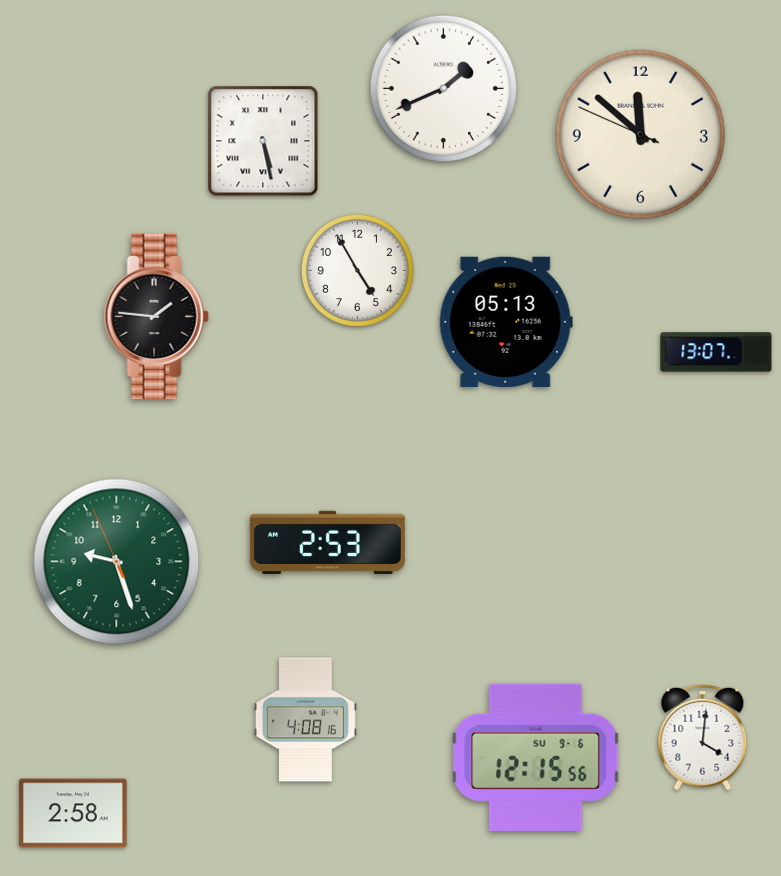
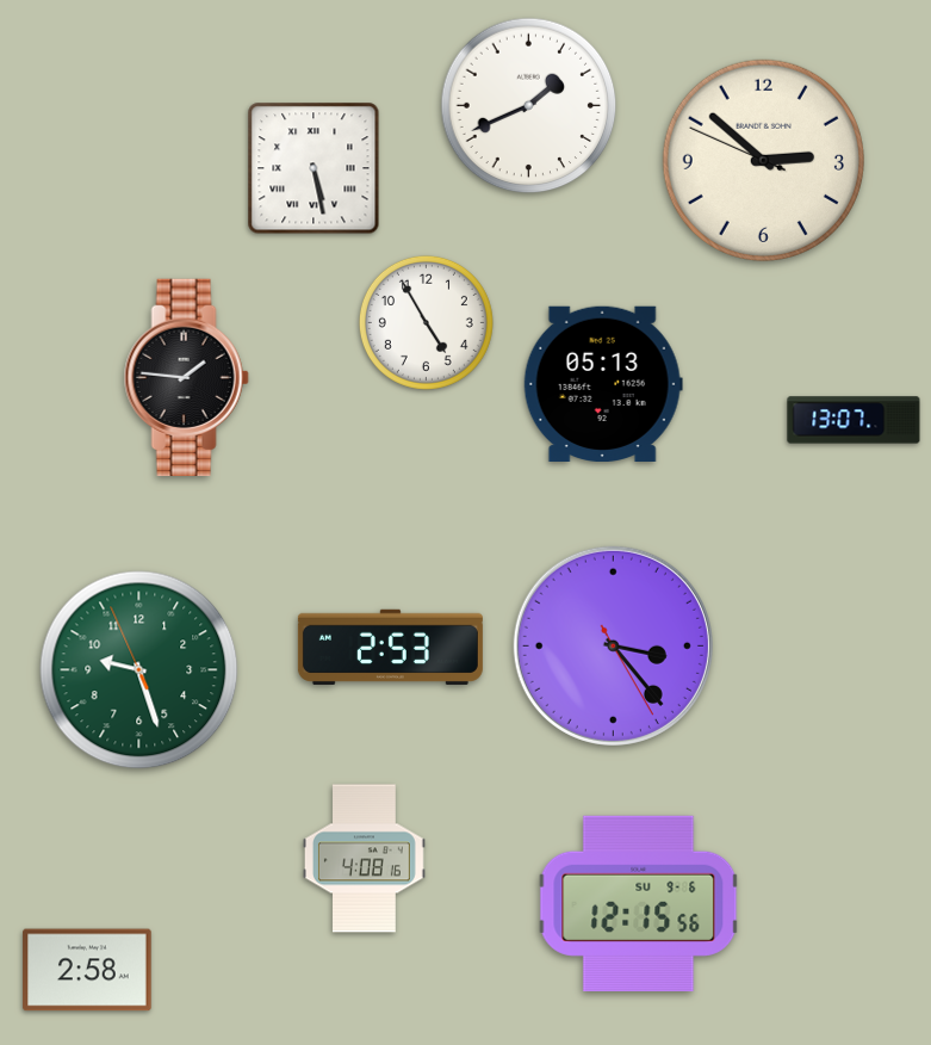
clock at (640, 134): 11:51 -> 2:51
clock at (613, 645): none -> 3:23
clock at (703, 738): 4:01 -> none
